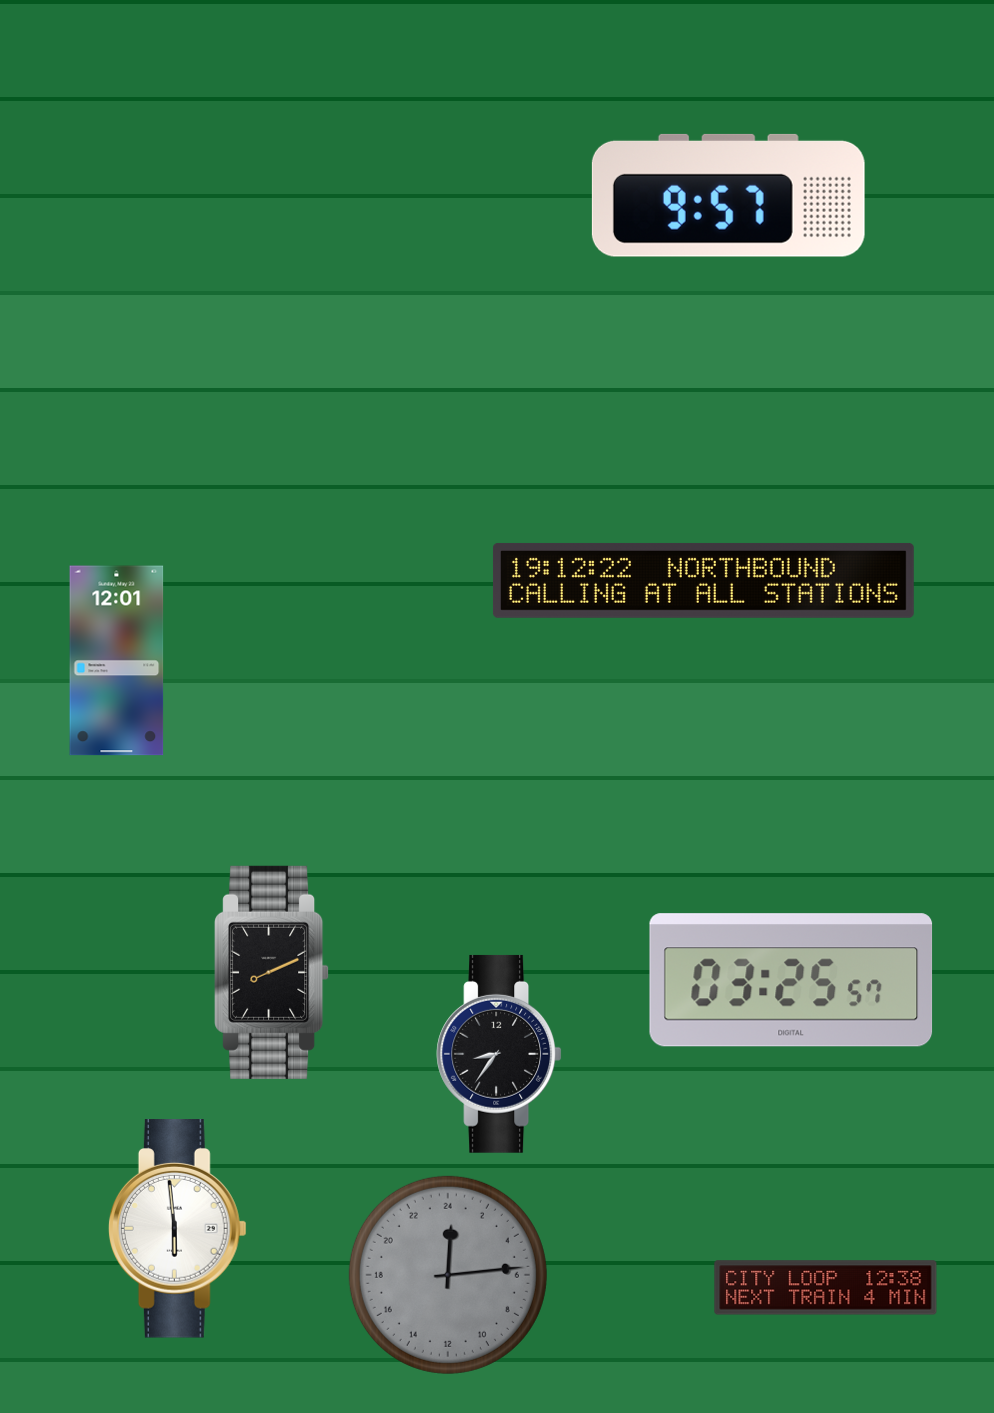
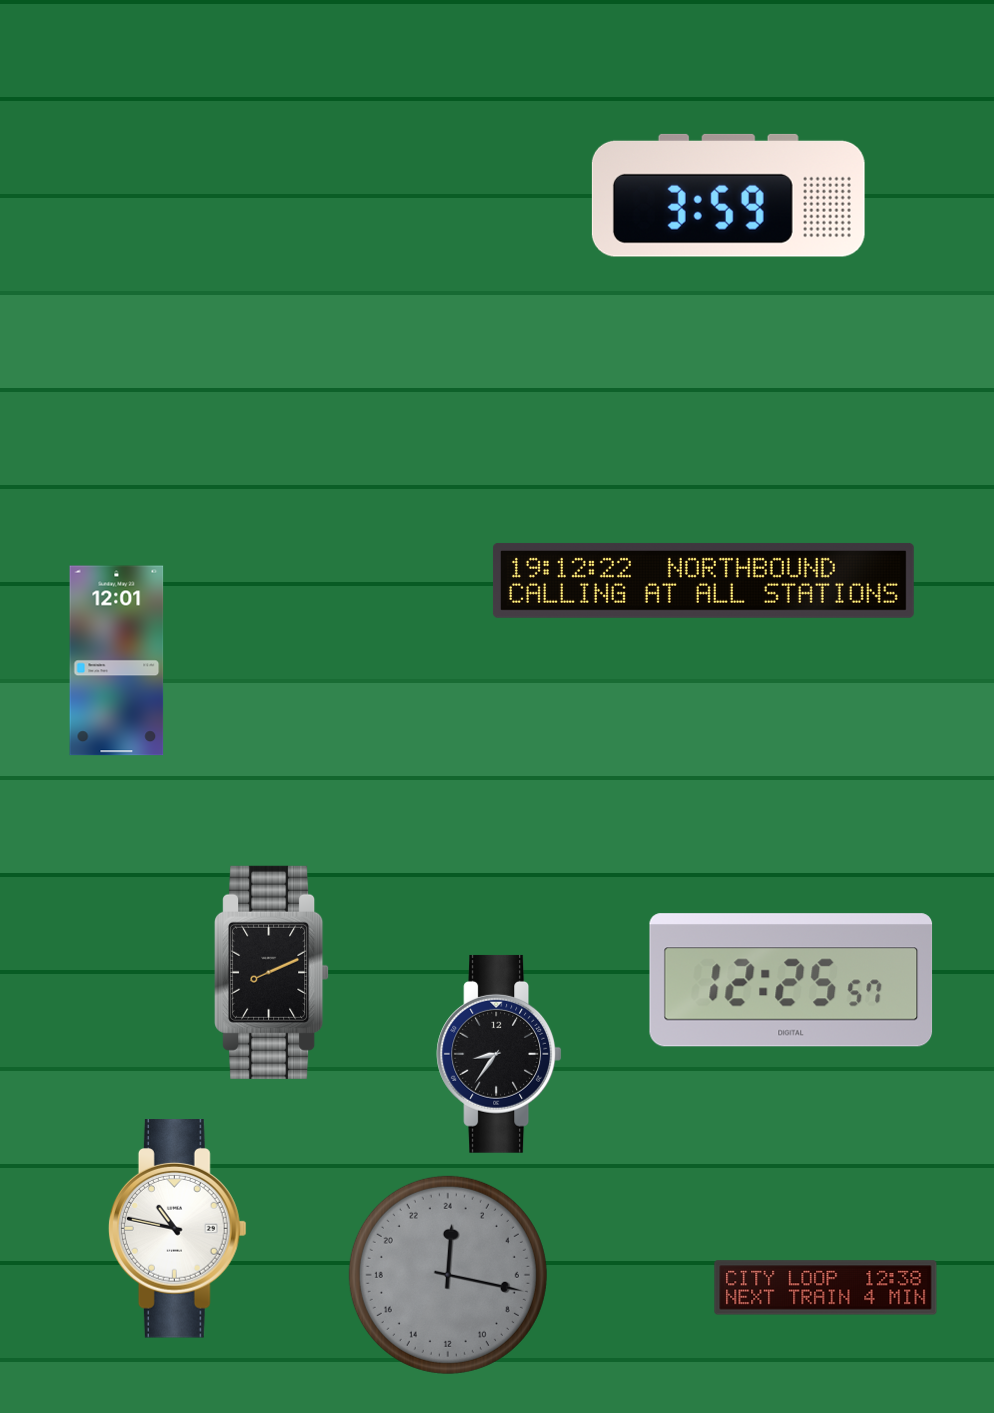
clock at (728, 195): 9:57 -> 3:59
clock at (791, 980): 03:25 -> 12:25
clock at (177, 1229): 5:59 -> 10:47
clock at (448, 1275): 0:14 -> 0:17
